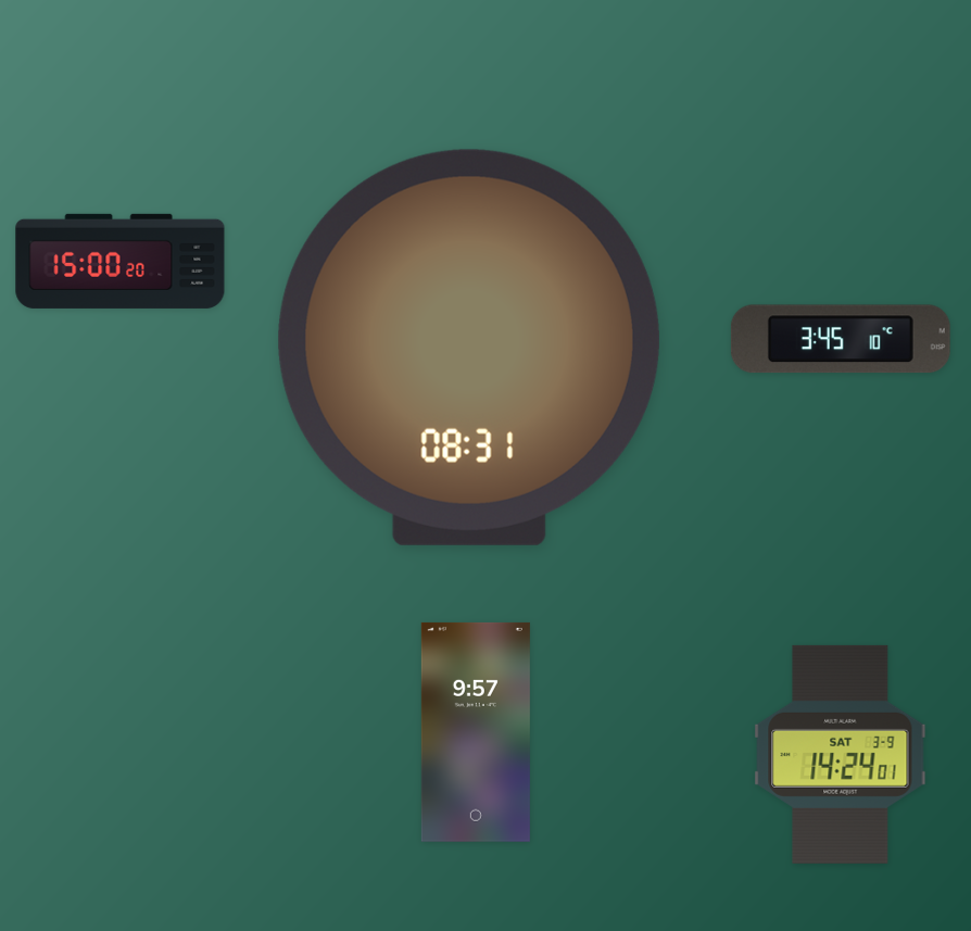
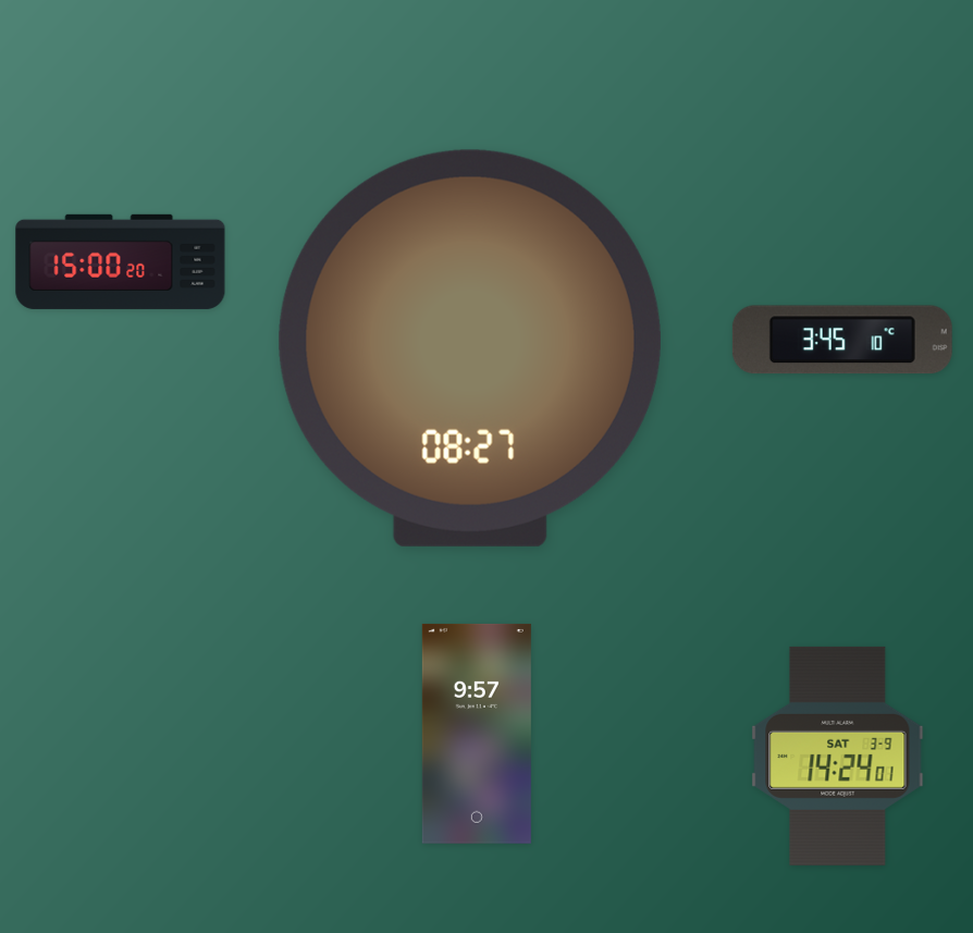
clock at (469, 348): 08:31 -> 08:27
clock at (841, 754) position: (841, 754) -> (838, 756)
